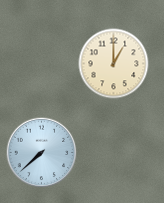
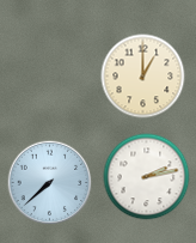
clock at (114, 64) position: (114, 64) -> (143, 77)
clock at (147, 177): none -> 2:13
